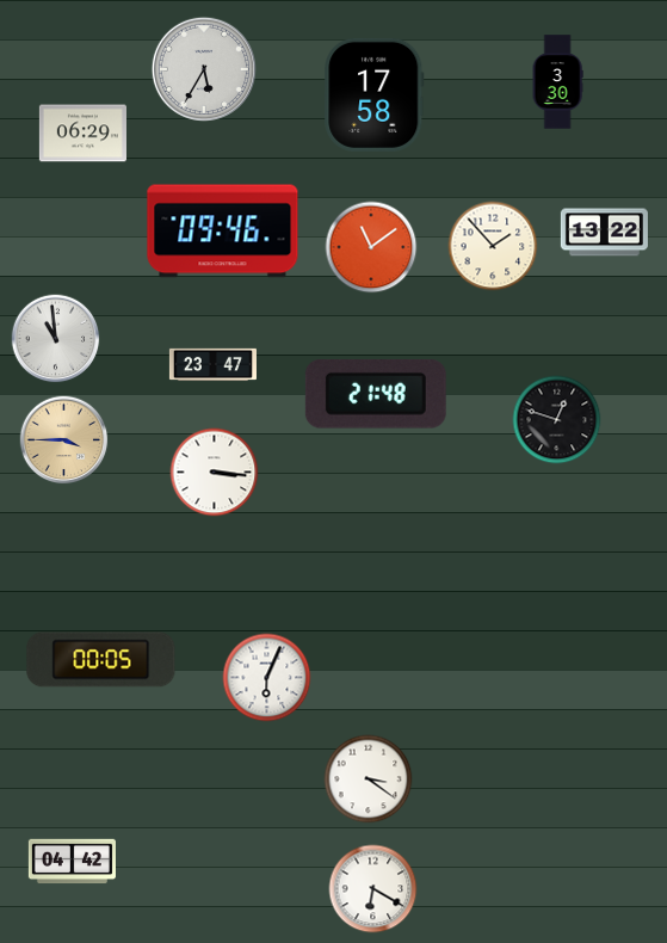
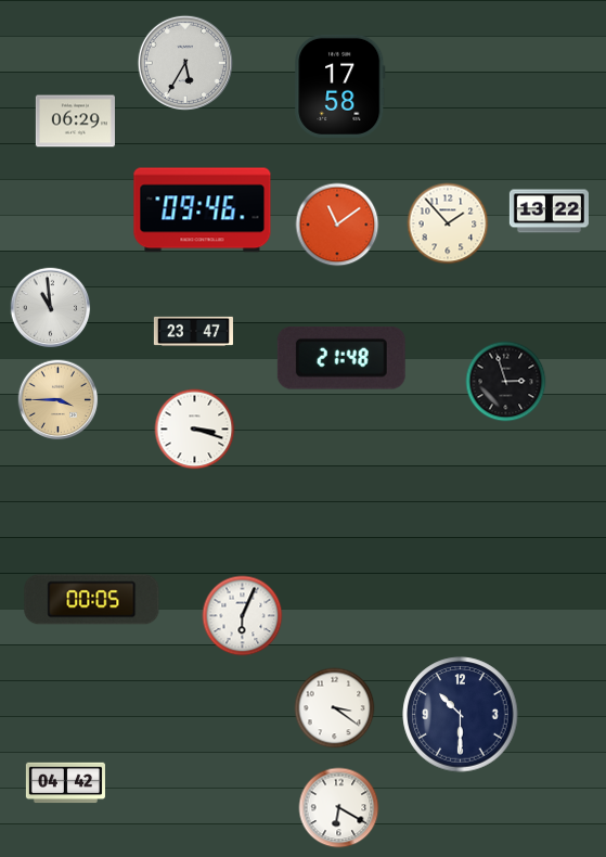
clock at (557, 82): 3:30 -> none
clock at (557, 420): 12:48 -> 2:57
clock at (215, 473): 3:16 -> 3:18
clock at (461, 715): none -> 10:30
